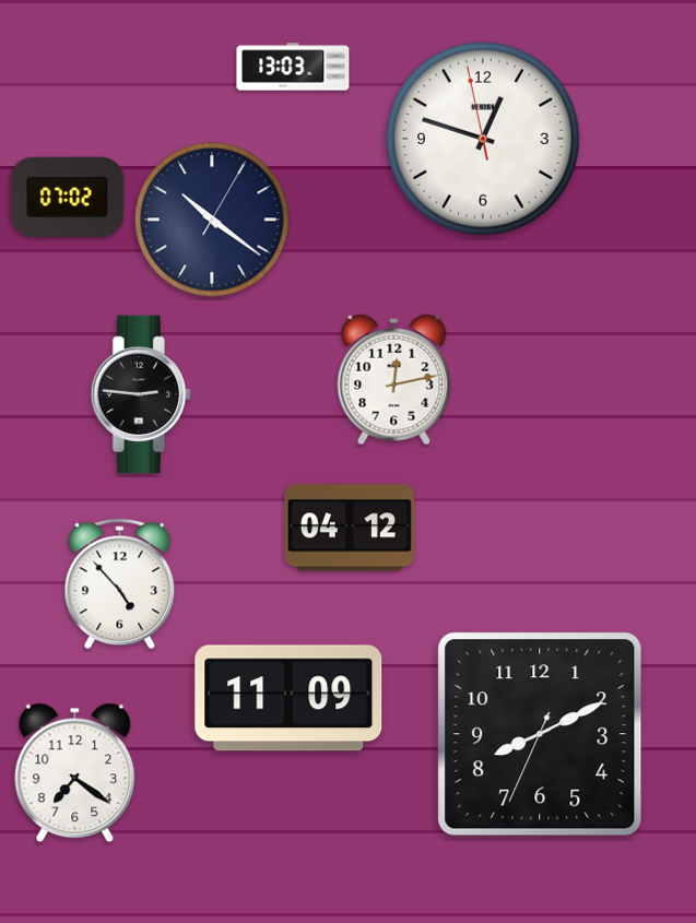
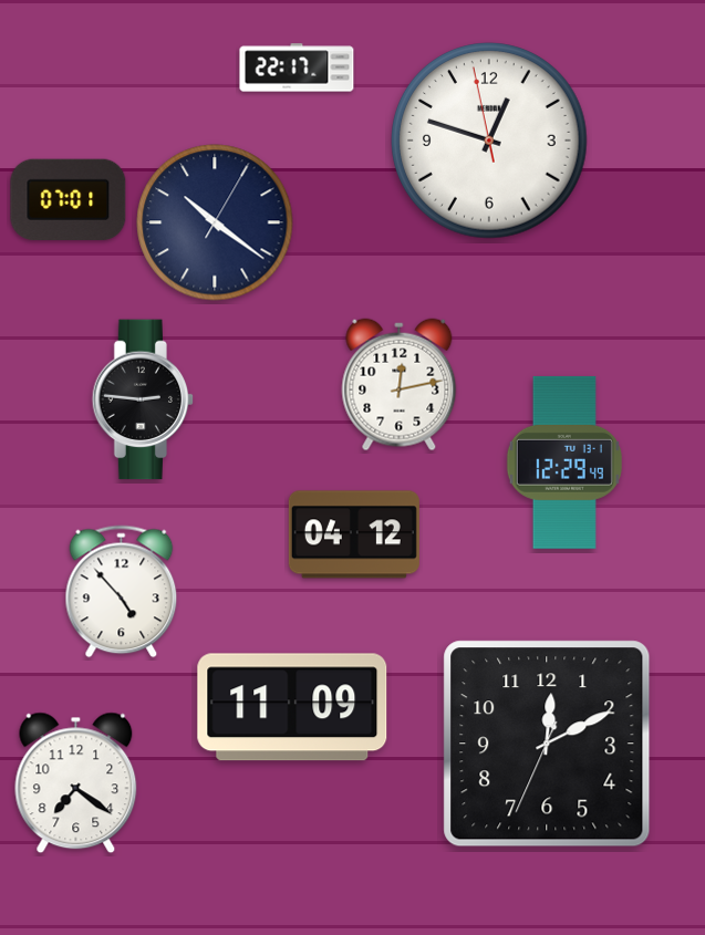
clock at (293, 67): 13:03 -> 22:17
clock at (68, 197): 07:02 -> 07:01
clock at (564, 463): none -> 12:29
clock at (540, 734): 8:10 -> 12:10
